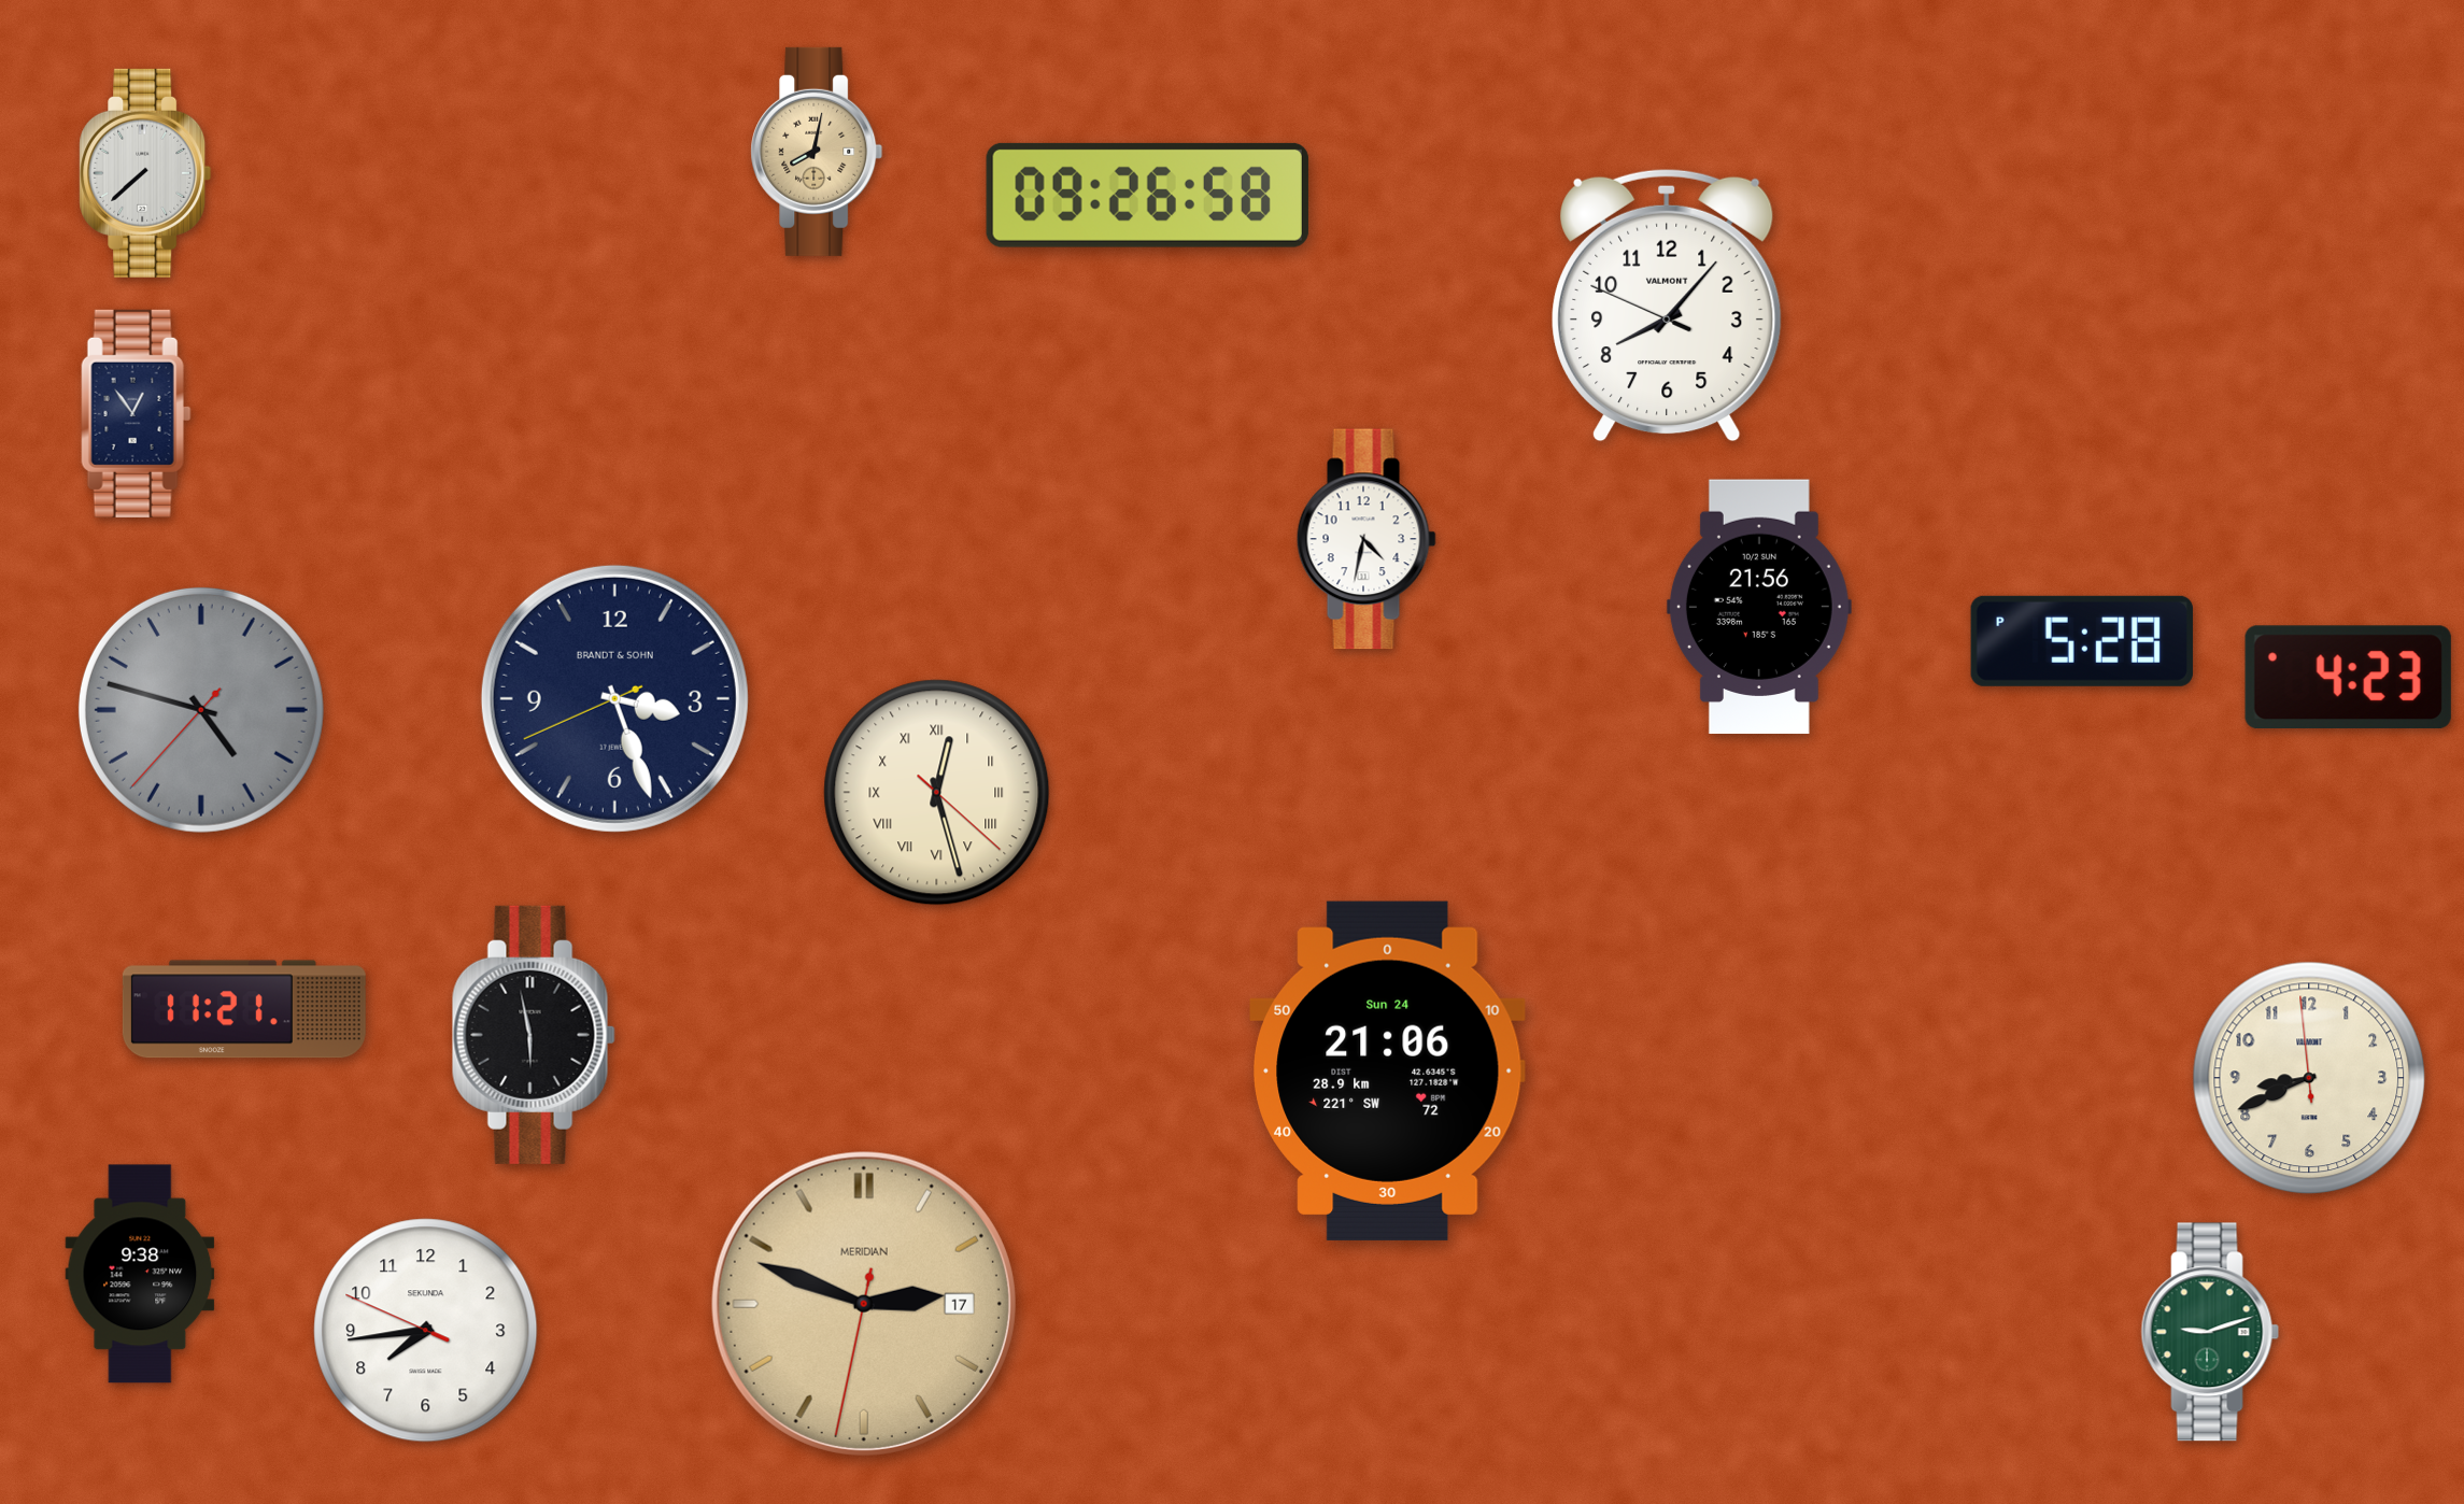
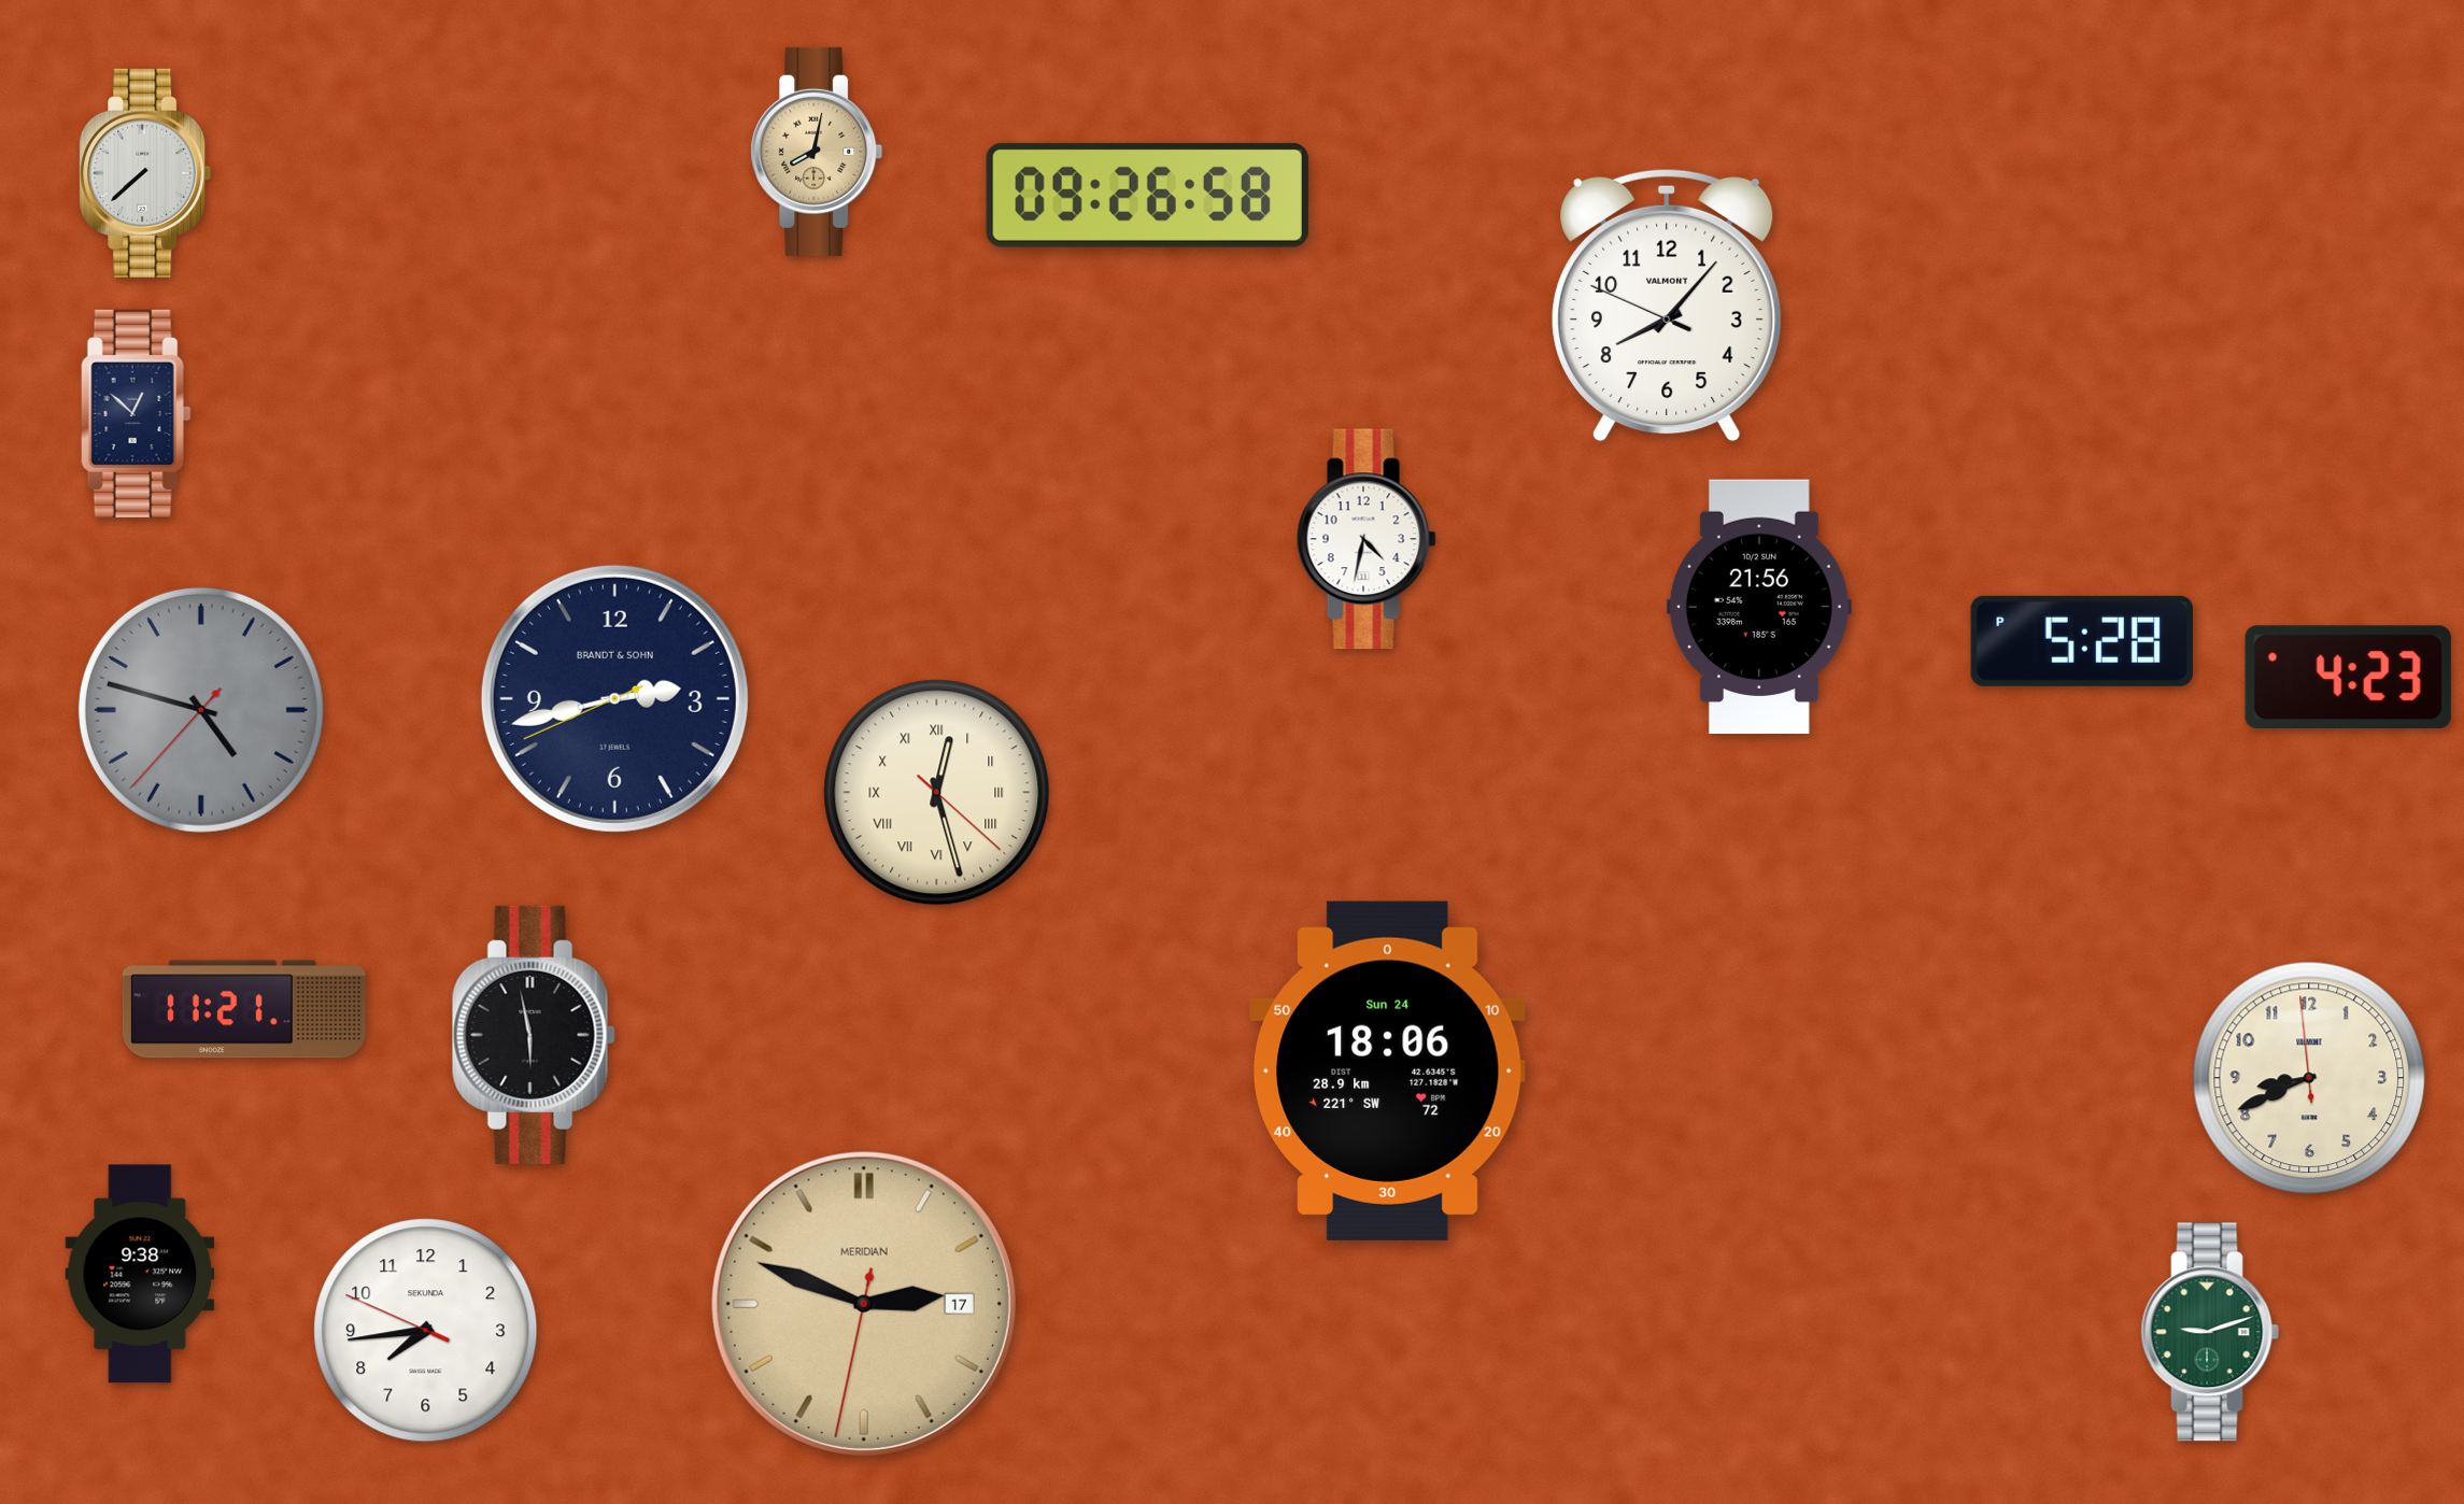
clock at (137, 413): 12:54 -> 12:52
clock at (614, 698): 3:26 -> 2:42
clock at (1388, 1070): 21:06 -> 18:06
